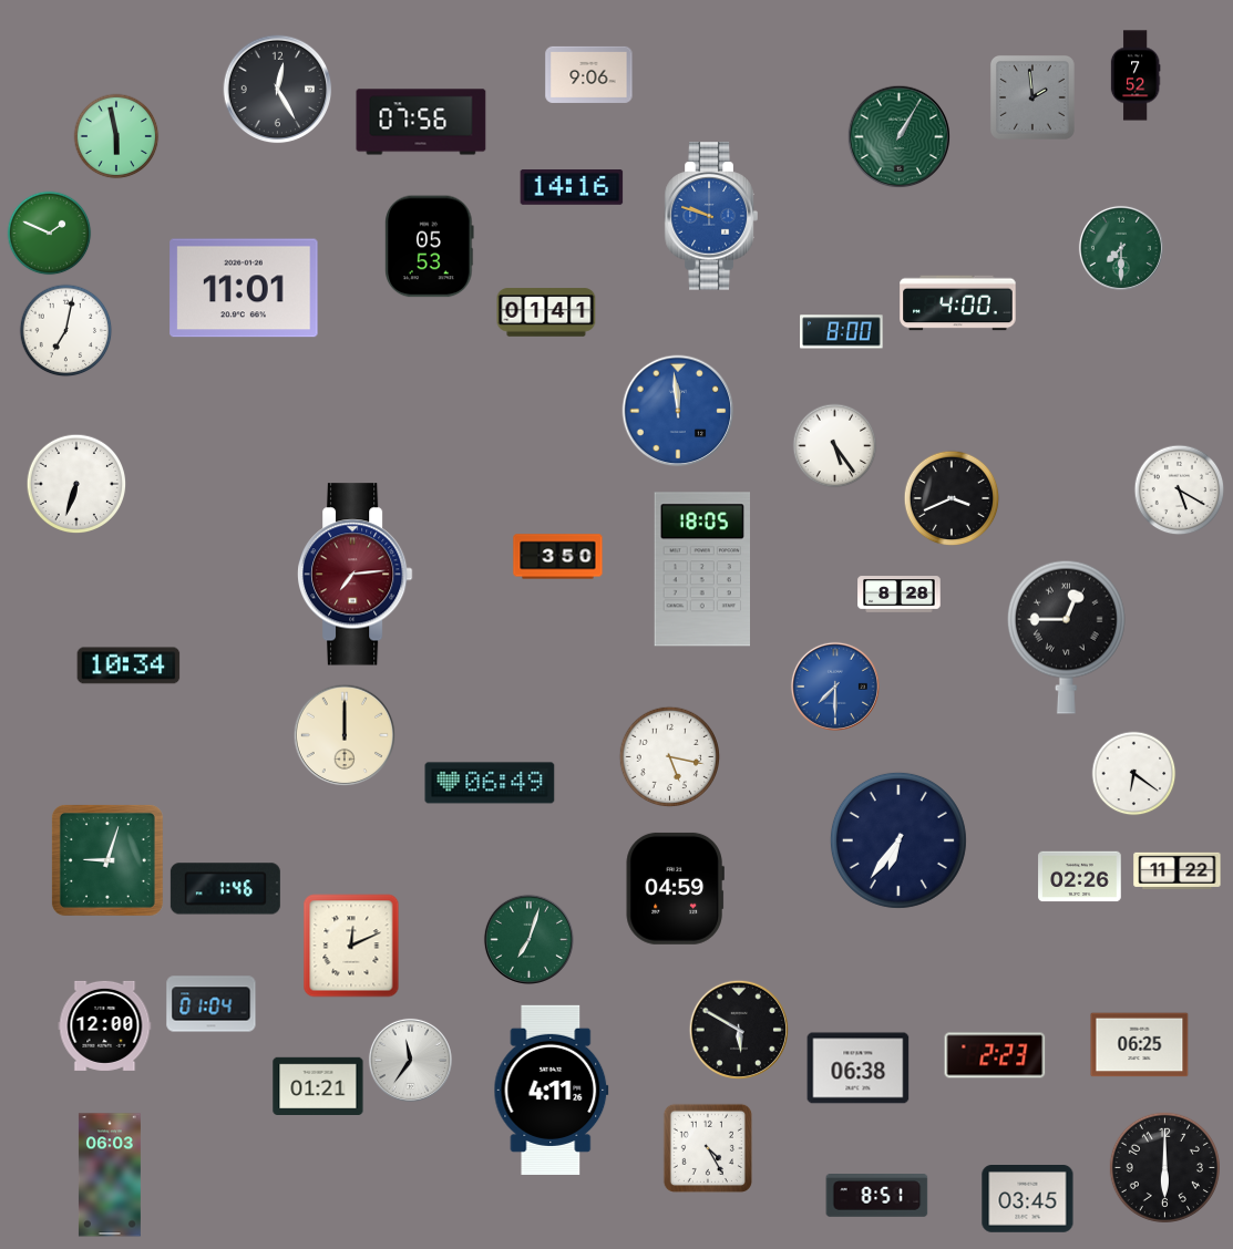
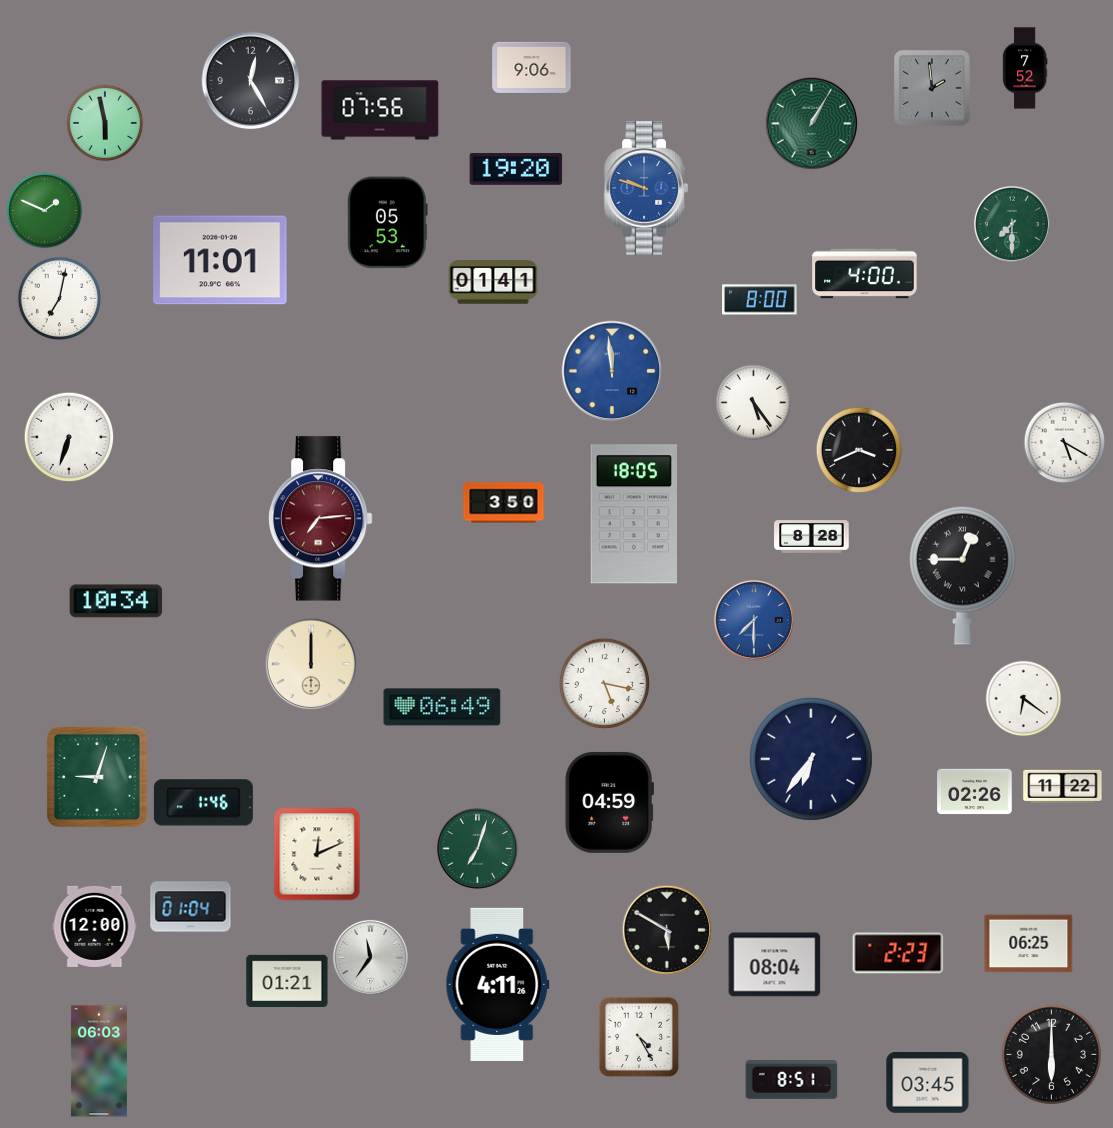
clock at (572, 188): 14:16 -> 19:20
clock at (711, 216) position: (711, 216) -> (646, 188)
clock at (859, 1069): 06:38 -> 08:04
